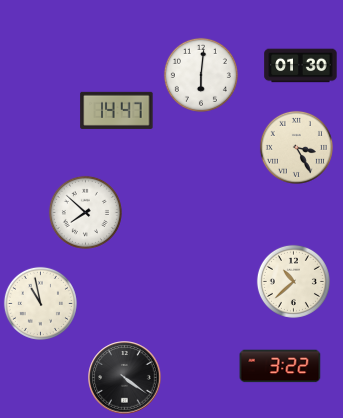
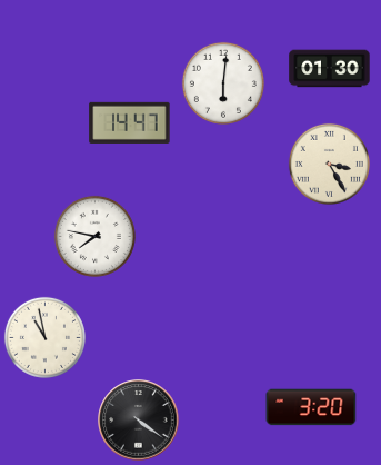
clock at (301, 66) position: (301, 66) -> (330, 69)
clock at (85, 212): 7:52 -> 7:47
clock at (293, 281): 10:38 -> none
clock at (280, 366): 3:22 -> 3:20
